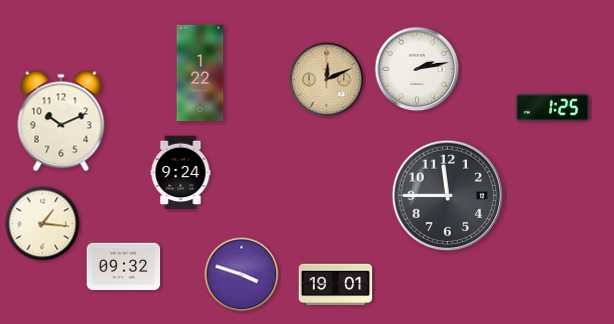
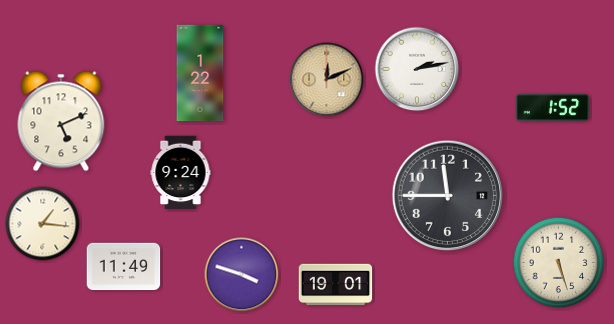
clock at (553, 107): 1:25 -> 1:52
clock at (61, 121): 10:11 -> 5:11
clock at (559, 263): none -> 5:27
clock at (124, 267): 09:32 -> 11:49
